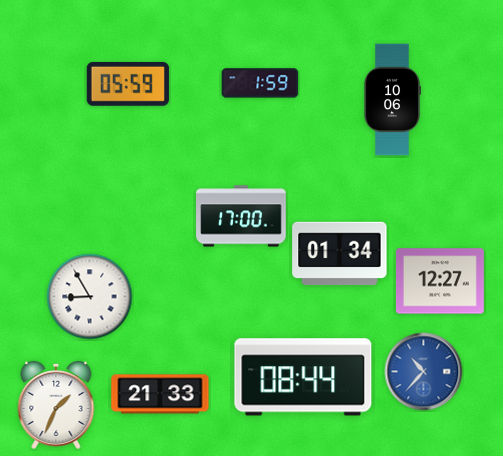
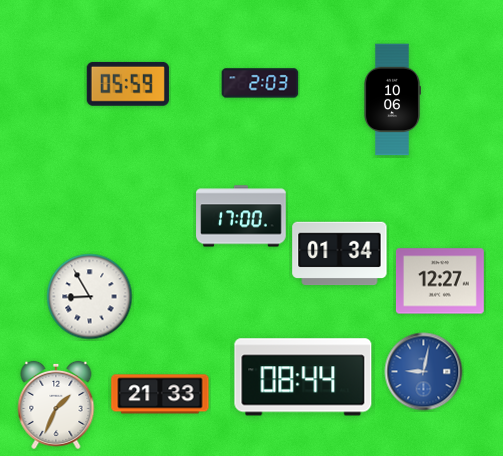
clock at (260, 83): 1:59 -> 2:03
clock at (424, 372): 10:37 -> 9:02
